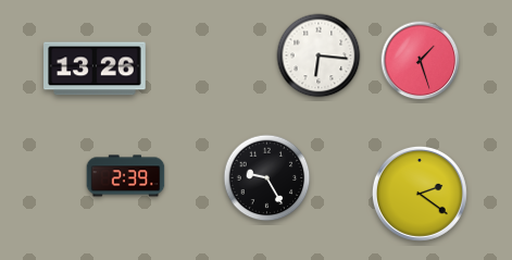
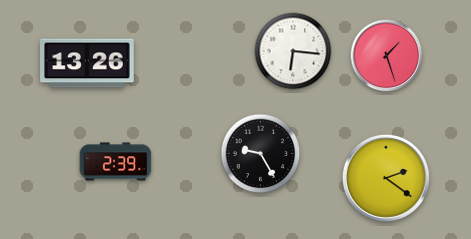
clock at (267, 178) position: (267, 178) -> (261, 154)
